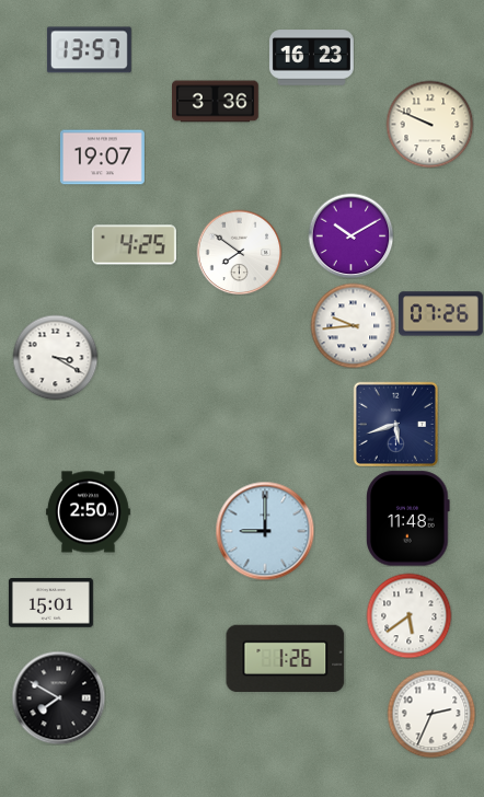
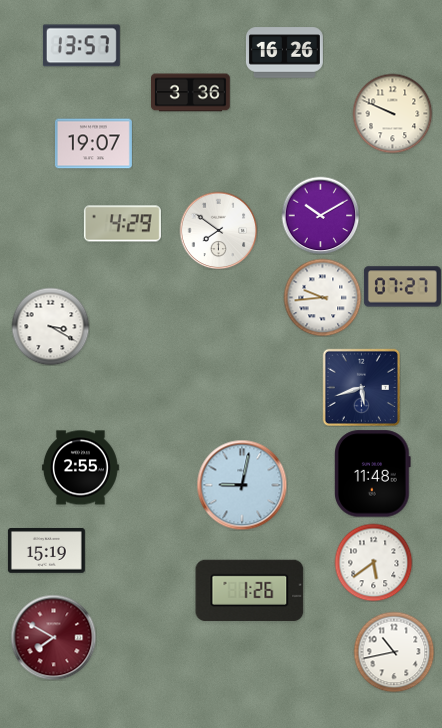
clock at (311, 58): 16:23 -> 16:26
clock at (216, 102) position: (216, 102) -> (191, 93)
clock at (134, 245): 4:25 -> 4:29
clock at (440, 314): 07:26 -> 07:27
clock at (88, 512): 2:50 -> 2:55
clock at (265, 531): 9:00 -> 9:02
clock at (50, 603): 15:01 -> 15:19
clock at (286, 658) position: (286, 658) -> (250, 590)
clock at (58, 697) dial: black -> burgundy
clock at (431, 714): 2:34 -> 10:43
